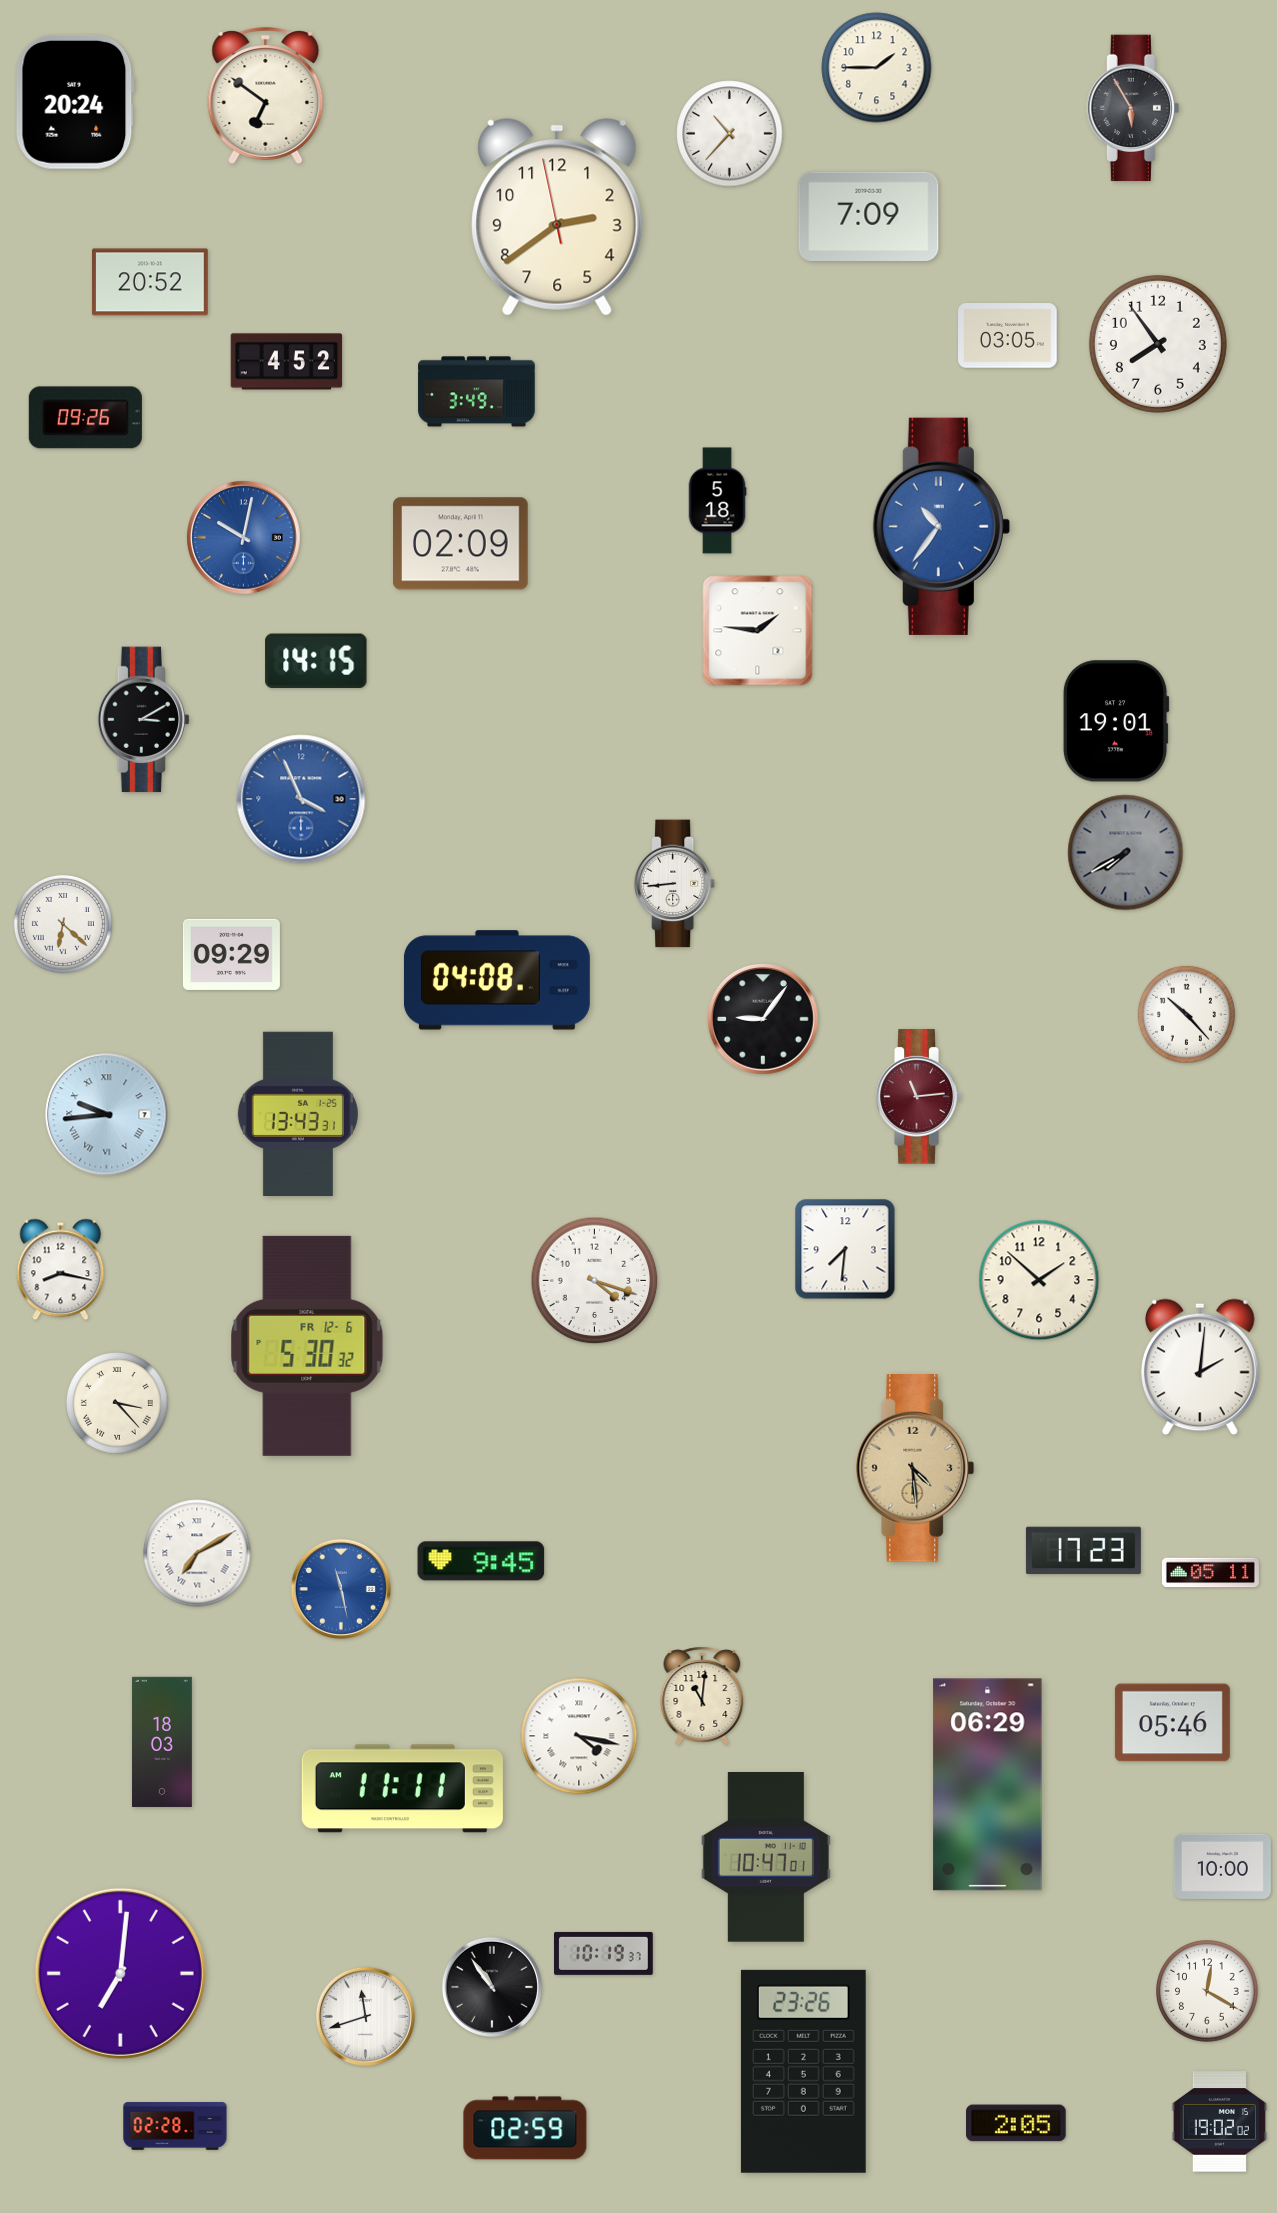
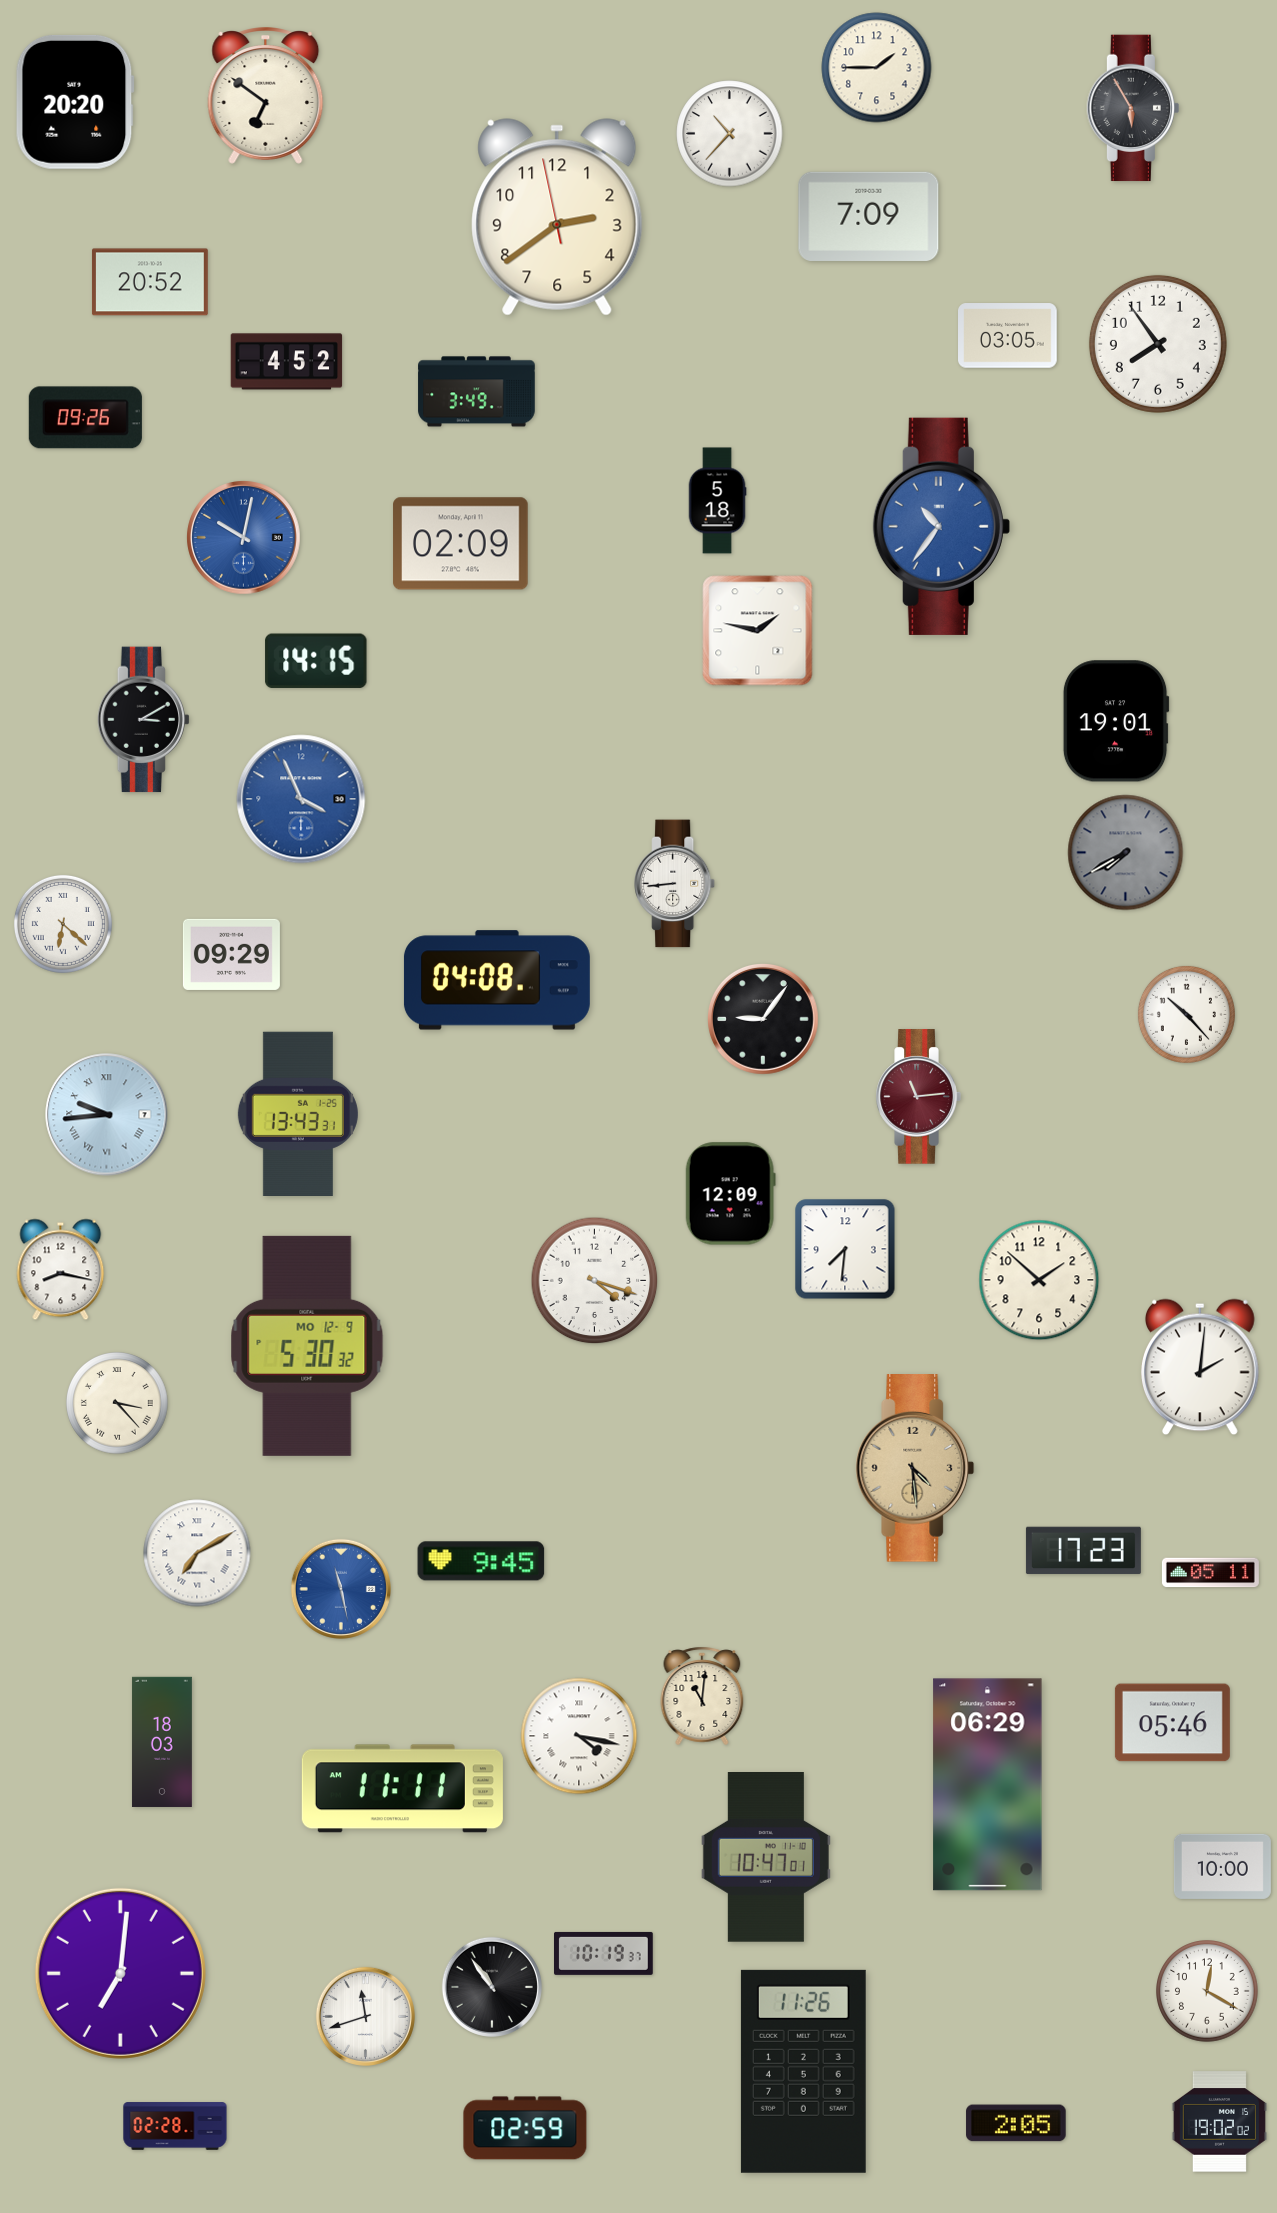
clock at (75, 102): 20:24 -> 20:20
clock at (758, 631): 1:46 -> 1:47
clock at (730, 1194): none -> 12:09
clock at (307, 1346) date: FR 12-6 -> MO 12-9
clock at (803, 2071): 23:26 -> 11:26
